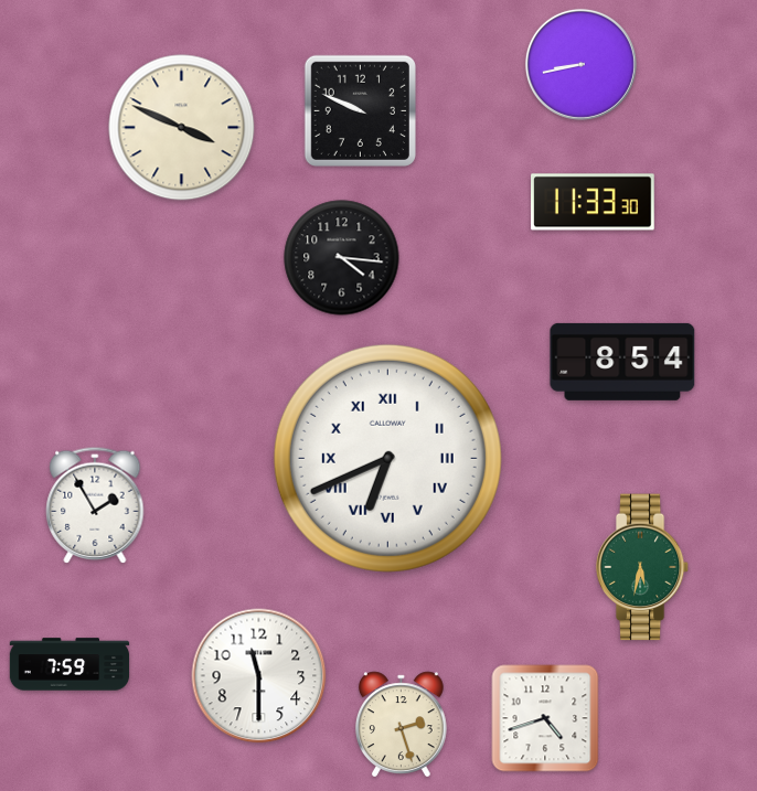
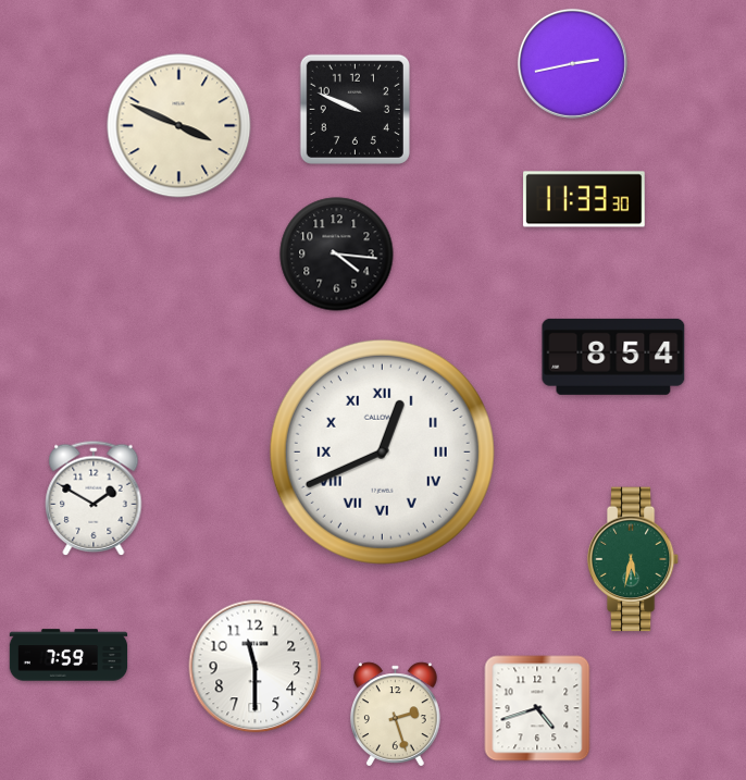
clock at (580, 64): 8:43 -> 2:43
clock at (387, 458): 6:41 -> 12:41
clock at (95, 505): 1:55 -> 1:50
